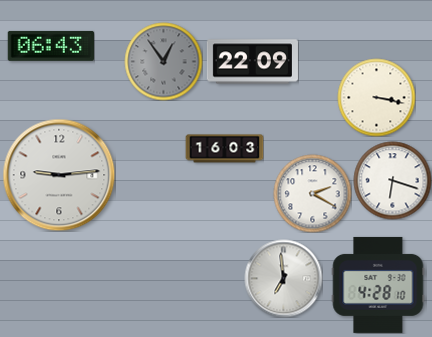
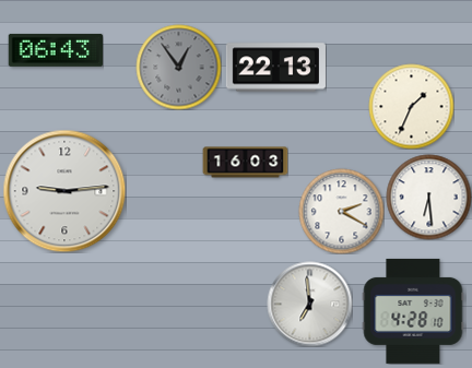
clock at (252, 62): 22:09 -> 22:13
clock at (376, 97): 3:17 -> 1:34
clock at (392, 180): 6:18 -> 6:29
